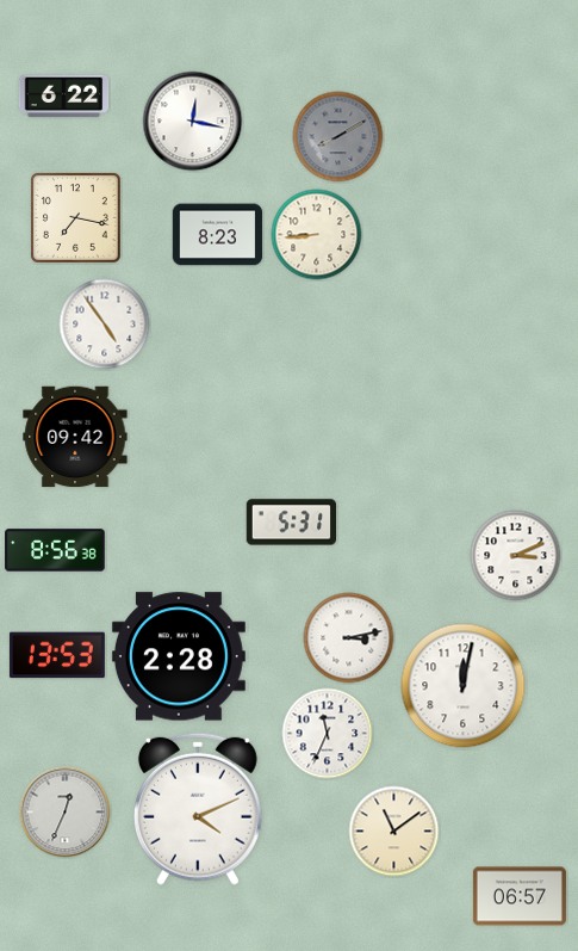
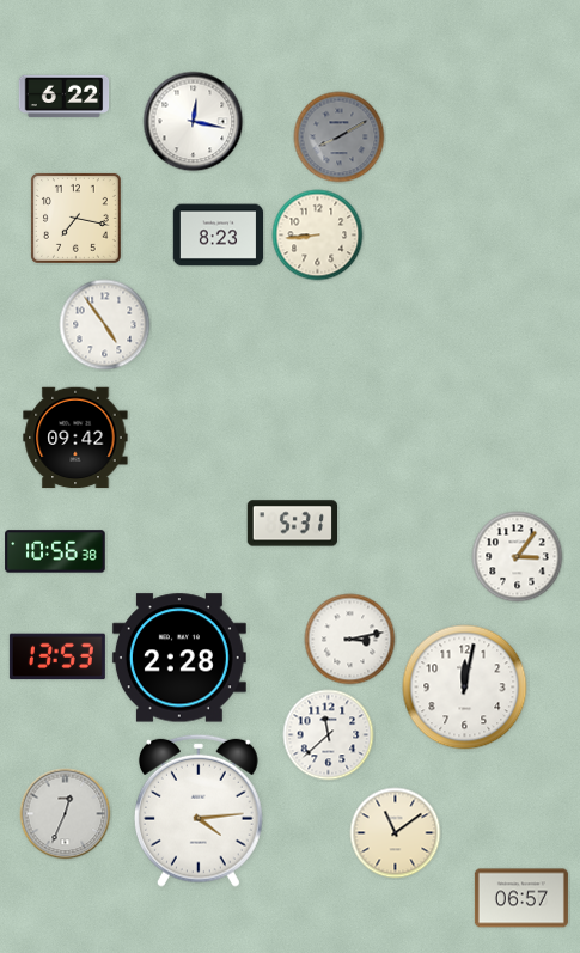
clock at (55, 550): 8:56 -> 10:56
clock at (516, 556): 3:11 -> 3:06
clock at (328, 734): 11:34 -> 11:38
clock at (198, 809): 4:11 -> 4:14
